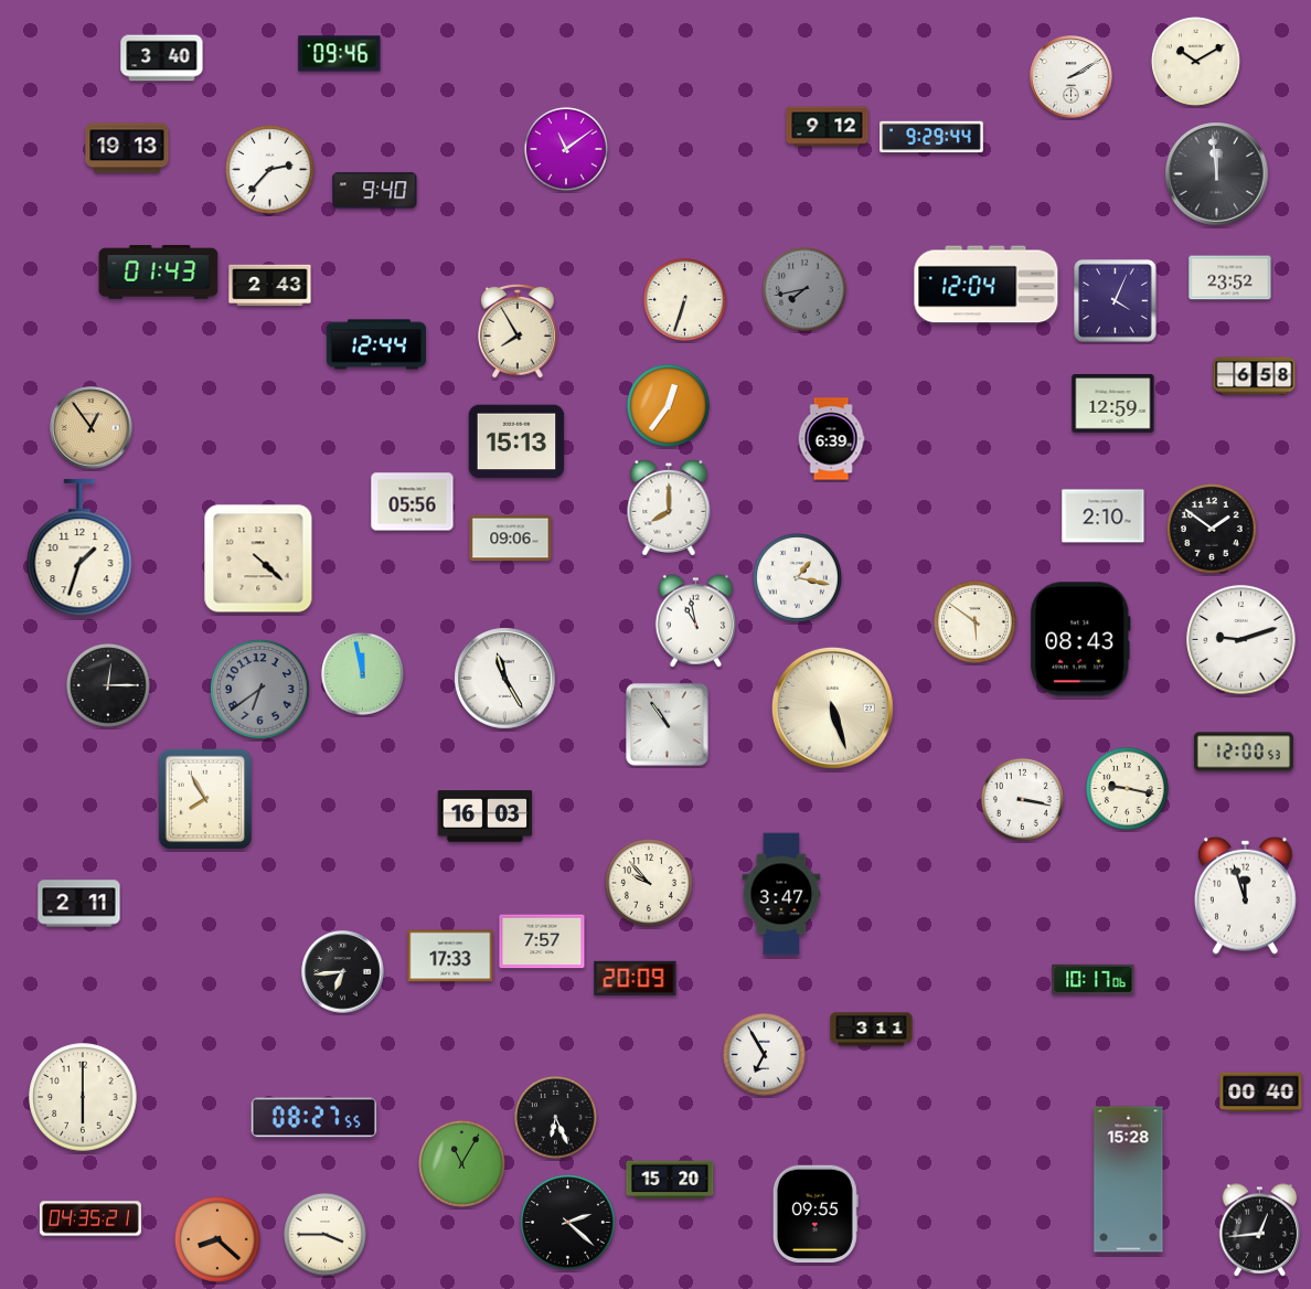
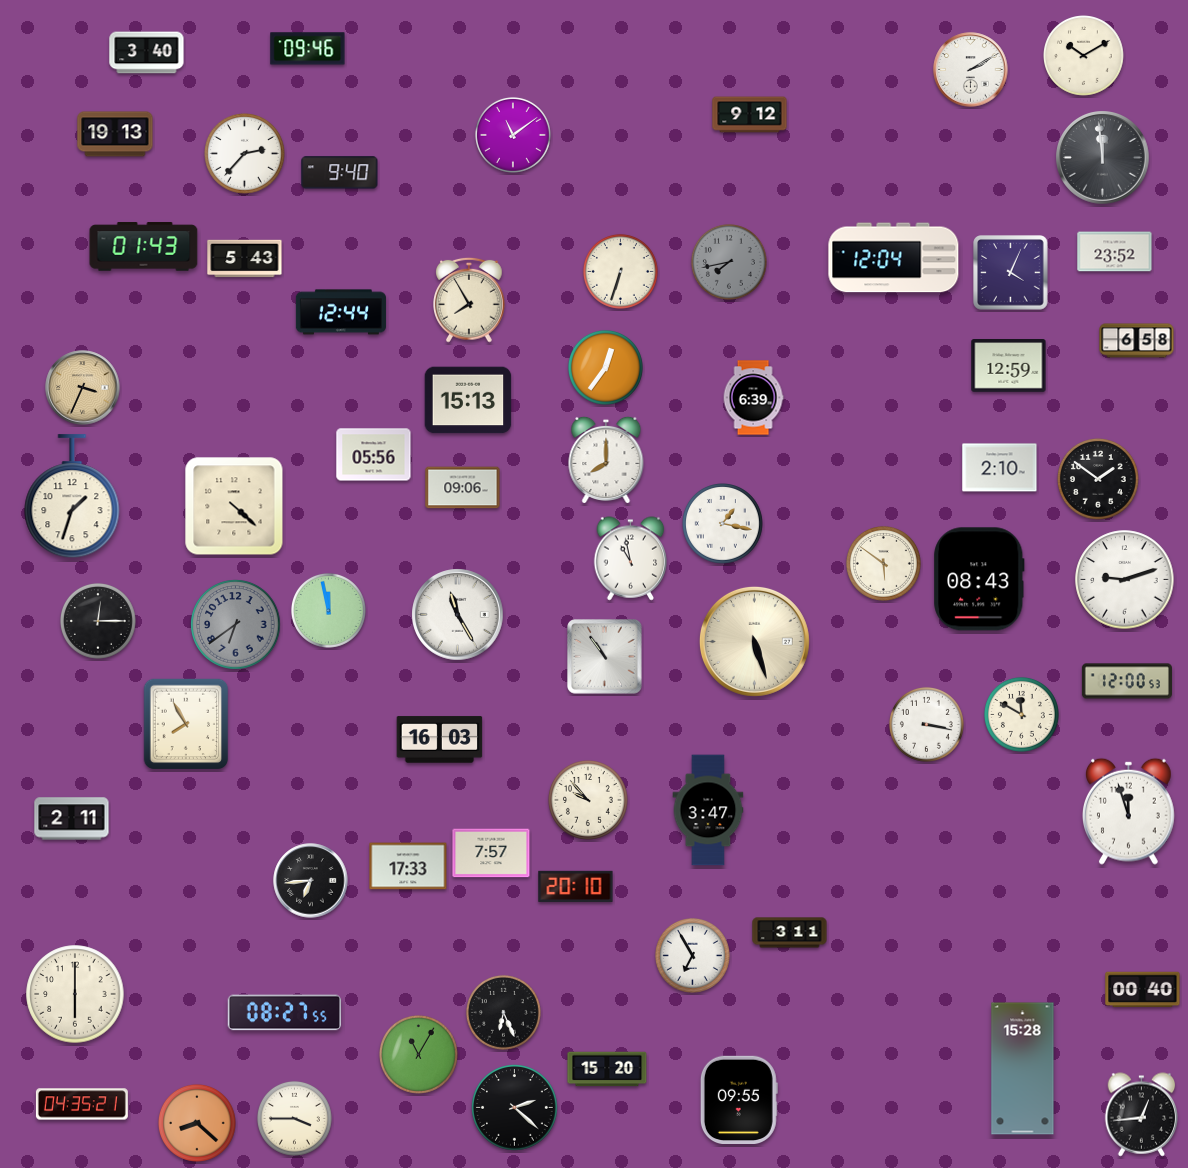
clock at (931, 137): 9:29 -> none
clock at (270, 286): 2:43 -> 5:43
clock at (92, 428): 12:54 -> 3:34
clock at (696, 621) position: (696, 621) -> (631, 559)
clock at (1127, 788): 9:17 -> 11:50
clock at (636, 978): 20:09 -> 20:10
clock at (1094, 979): 10:17 -> none
